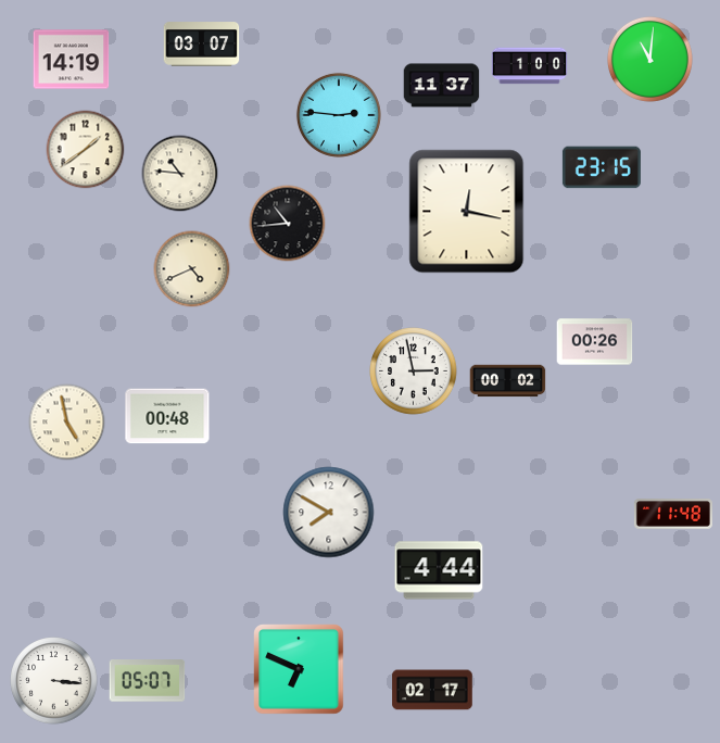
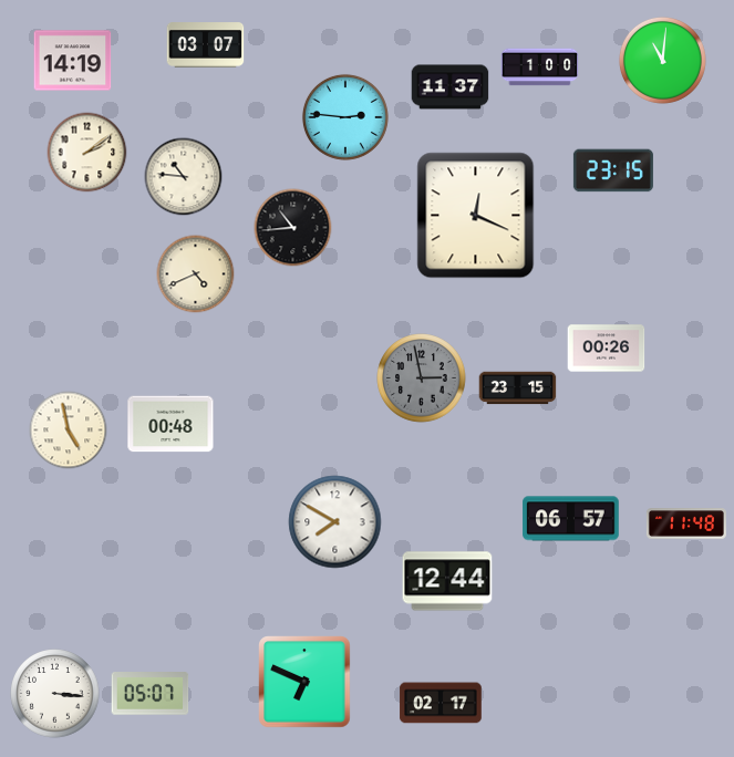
clock at (86, 150): 1:39 -> 2:09
clock at (467, 212): 12:17 -> 12:19
clock at (414, 371) dial: white -> grey
clock at (508, 381): 00:02 -> 23:15
clock at (571, 519): none -> 06:57
clock at (439, 570): 4:44 -> 12:44
